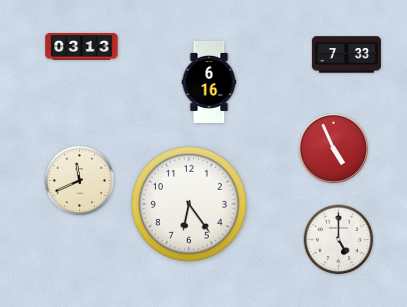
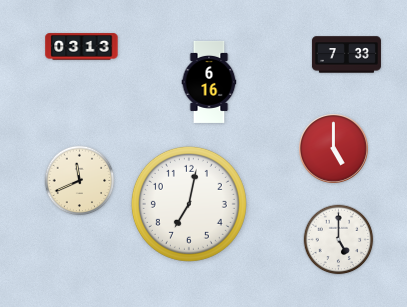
clock at (334, 149): 4:56 -> 5:00
clock at (189, 204): 6:24 -> 7:02
